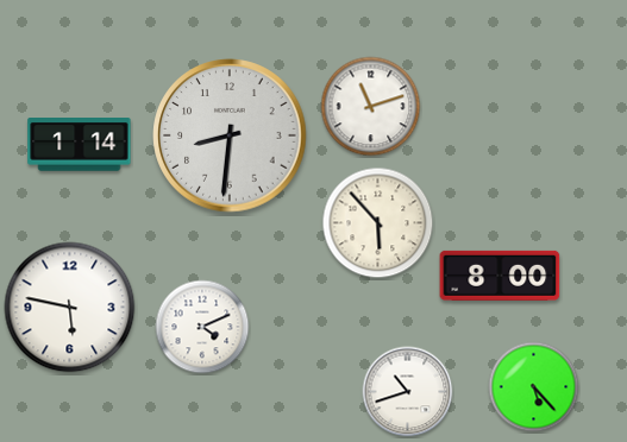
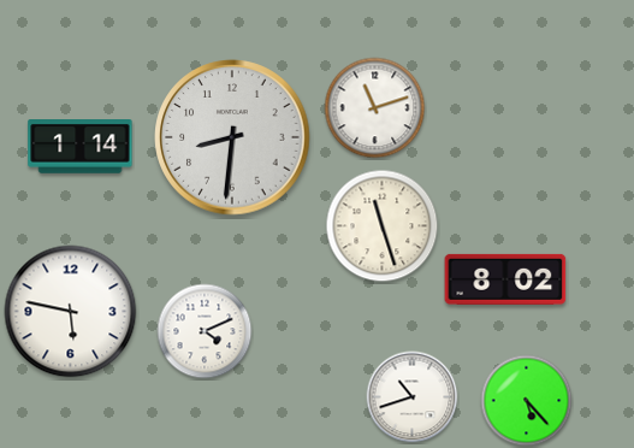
clock at (378, 223): 5:53 -> 11:27
clock at (500, 276): 8:00 -> 8:02
clock at (534, 387) position: (534, 387) -> (527, 401)
